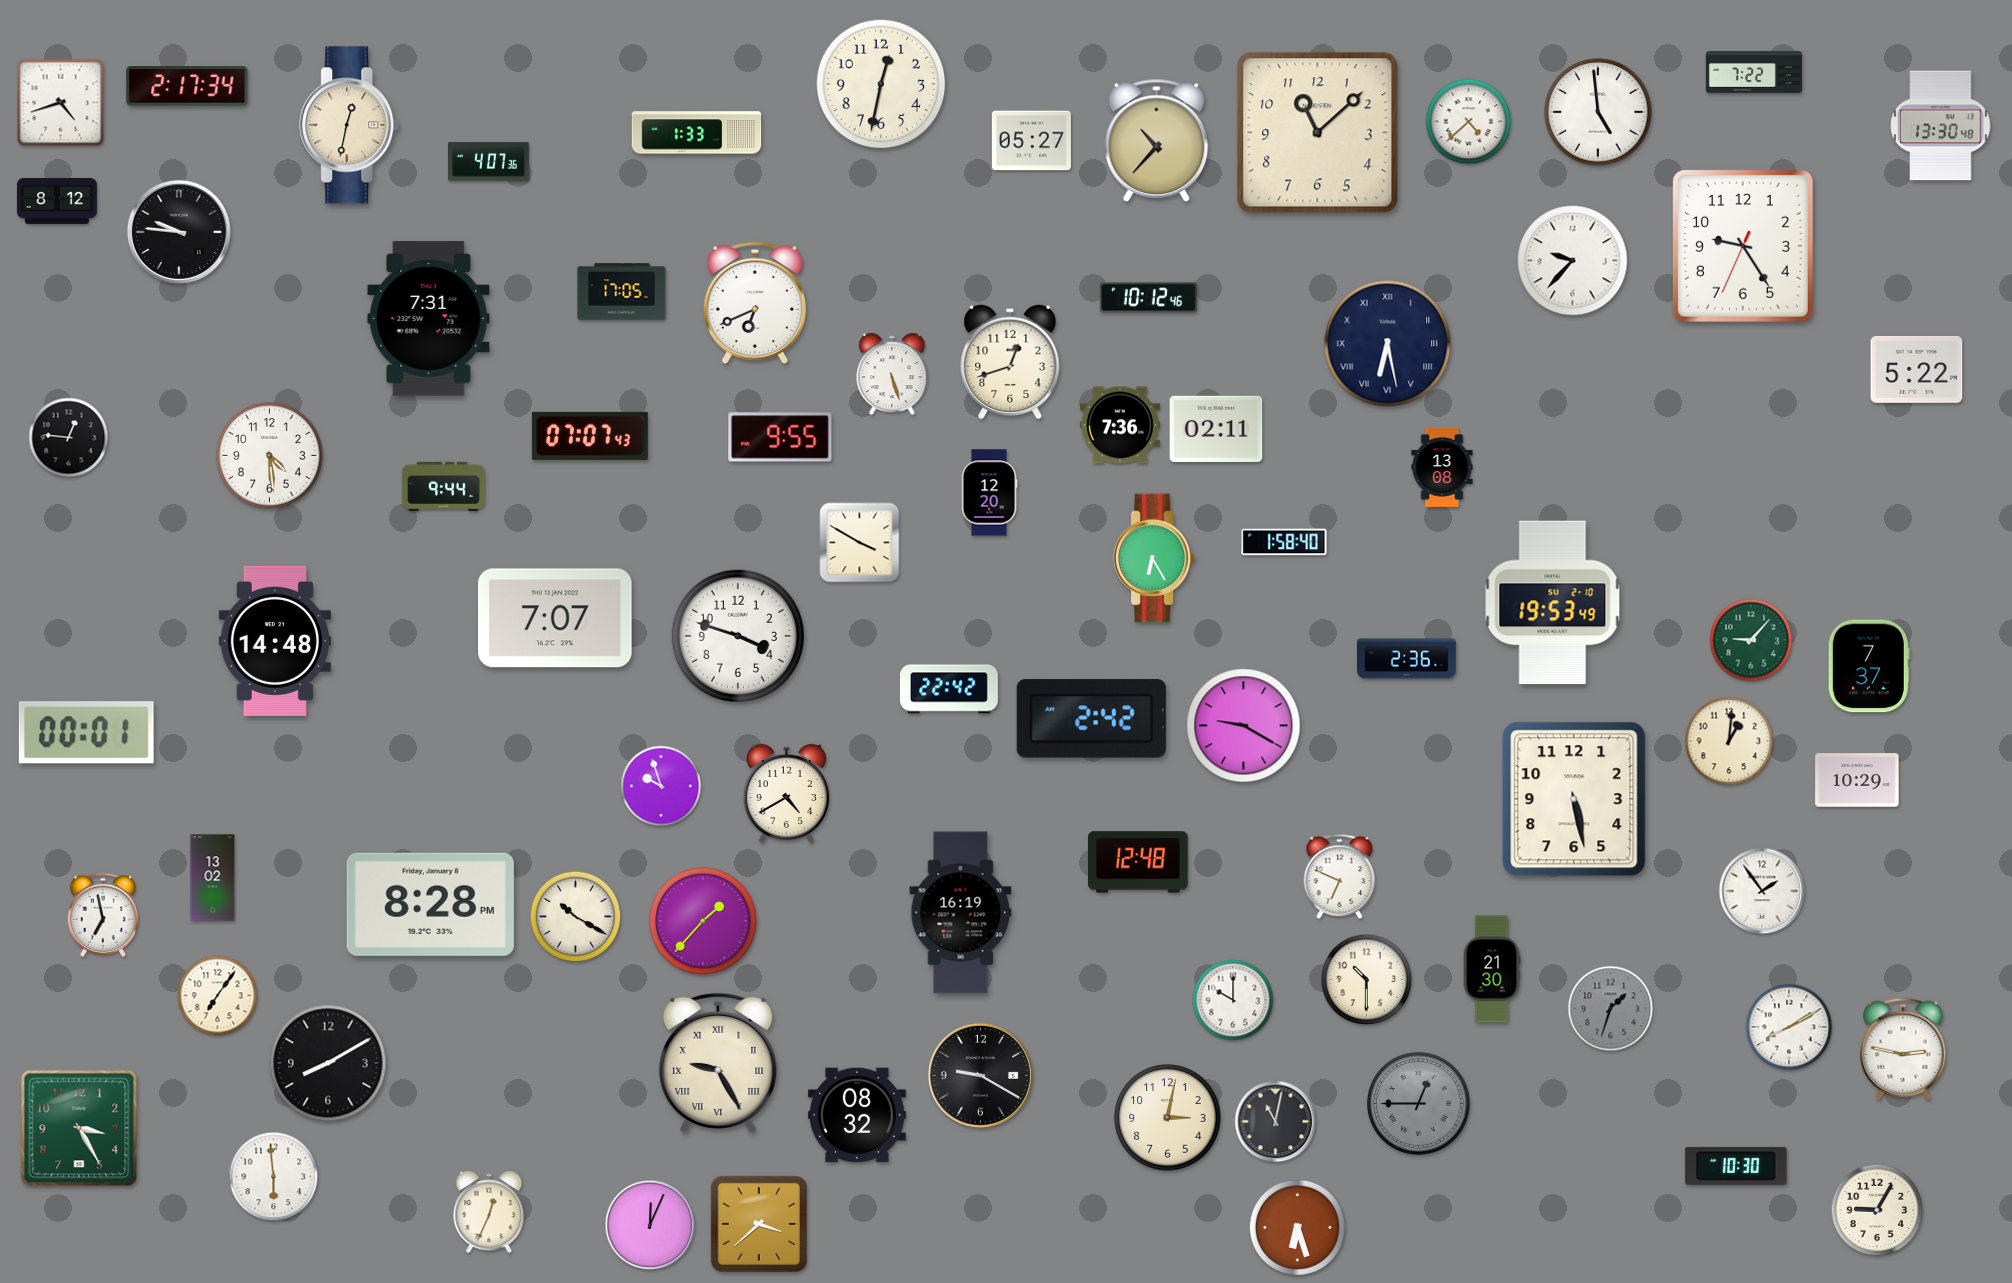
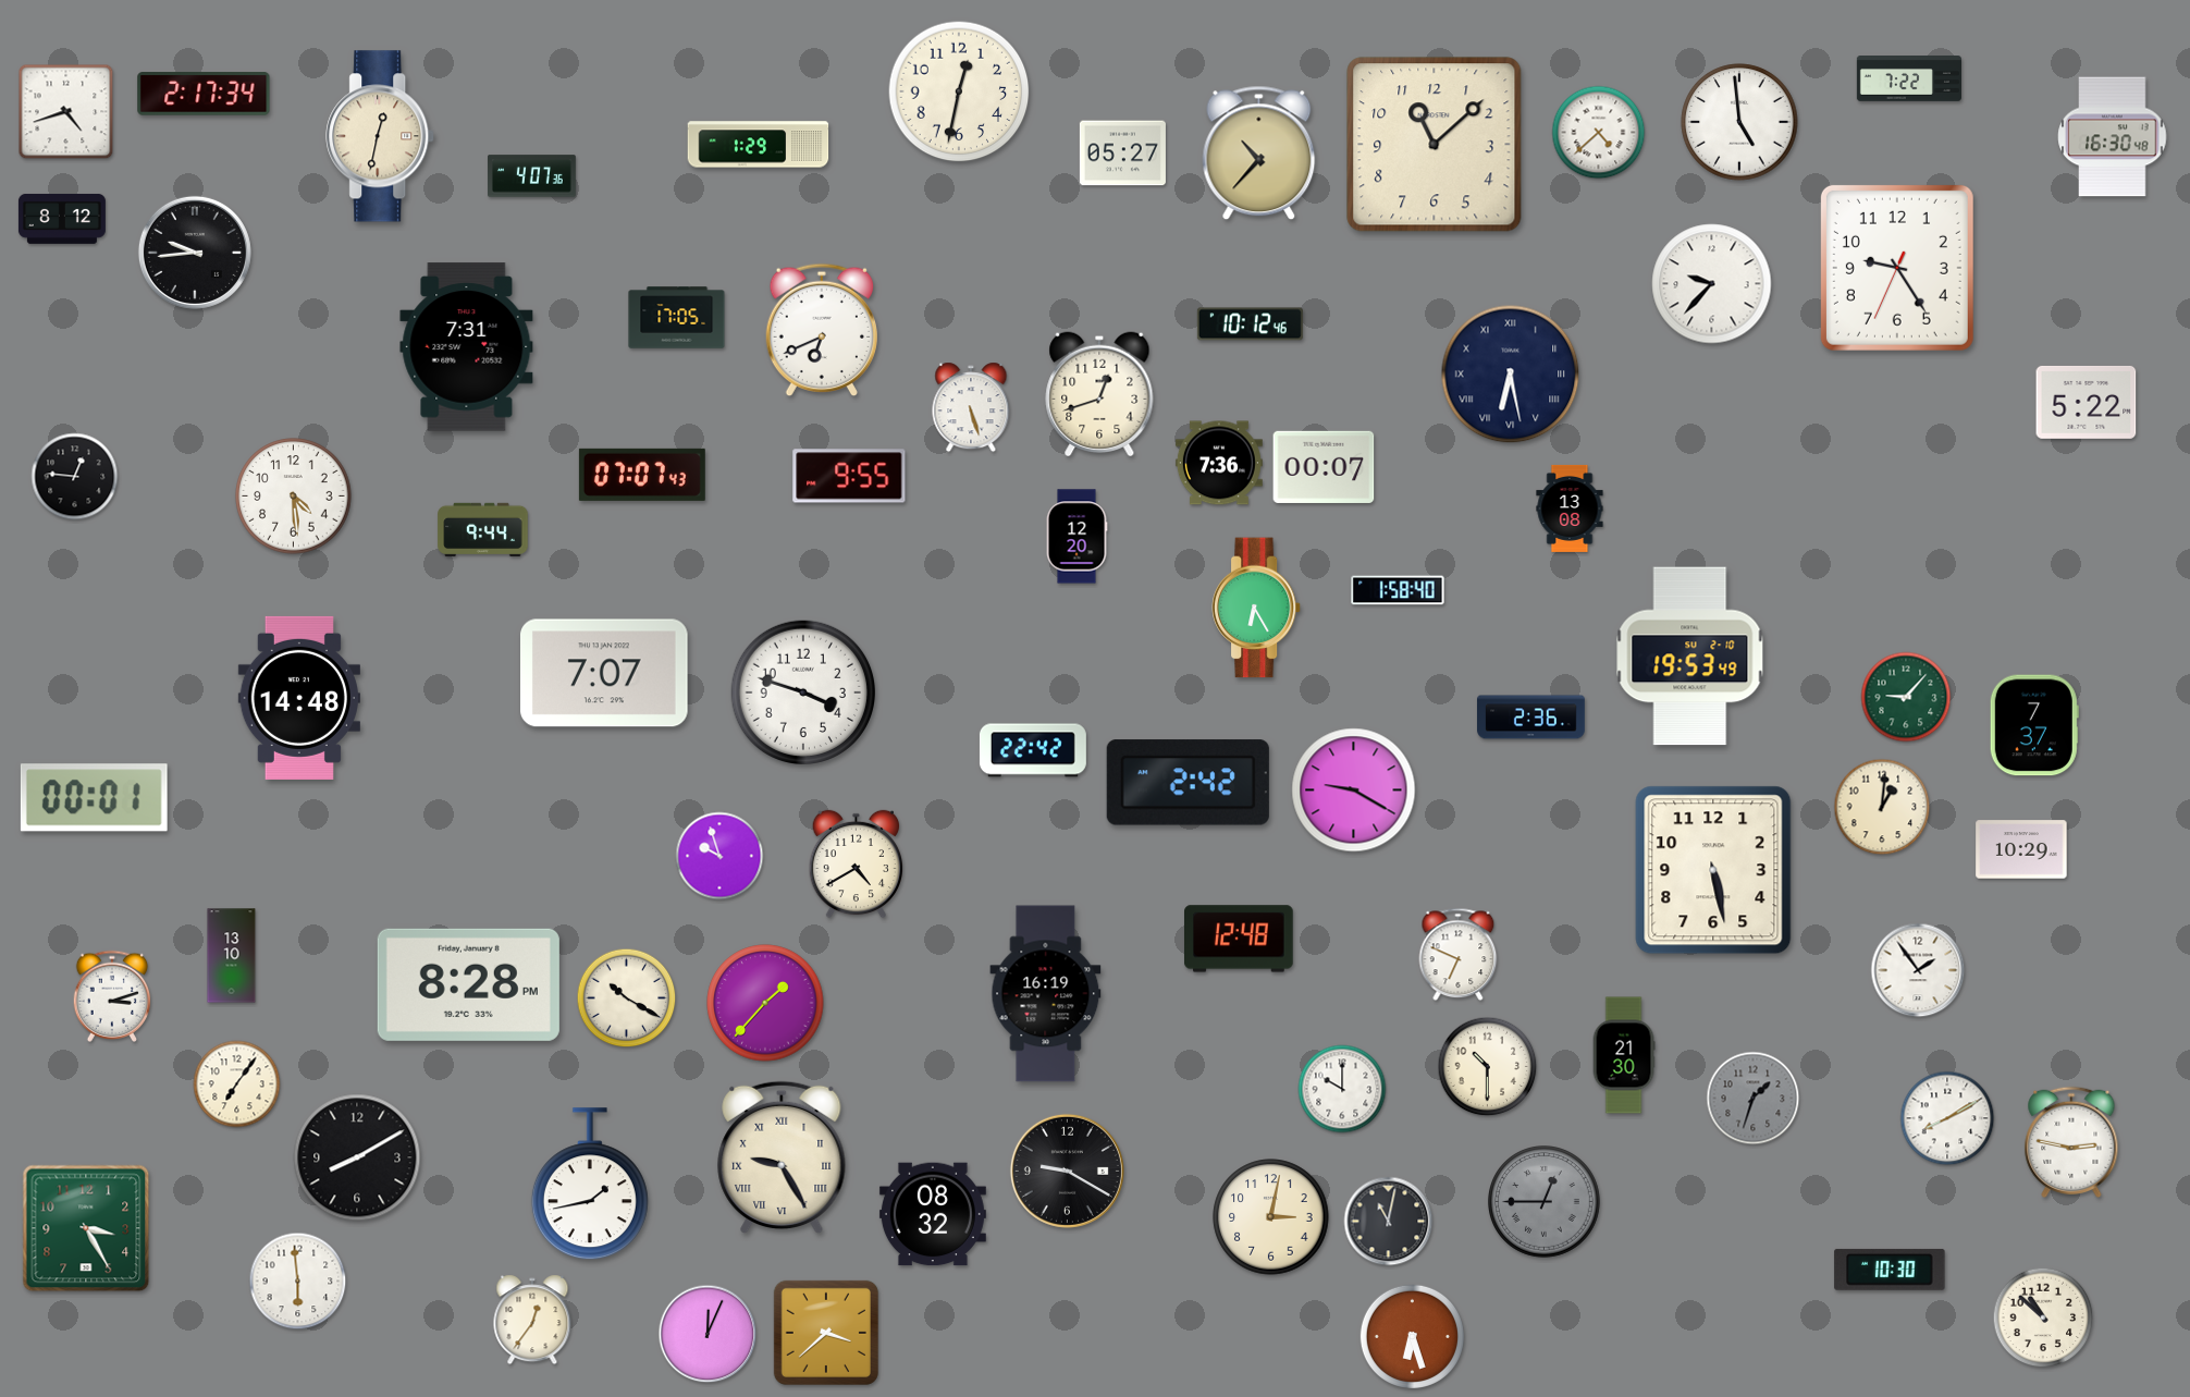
clock at (1941, 126): 13:30 -> 16:30
clock at (697, 133): 1:33 -> 1:29
clock at (179, 232): 9:46 -> 9:44
clock at (1216, 429): 02:11 -> 00:07
clock at (860, 543): 3:50 -> none
clock at (213, 878): 13:02 -> 13:10
clock at (103, 914): 6:58 -> 3:12
clock at (590, 1185): none -> 1:43
clock at (1877, 1210): 9:05 -> 10:52
clock at (489, 1212): 12:34 -> 12:36
